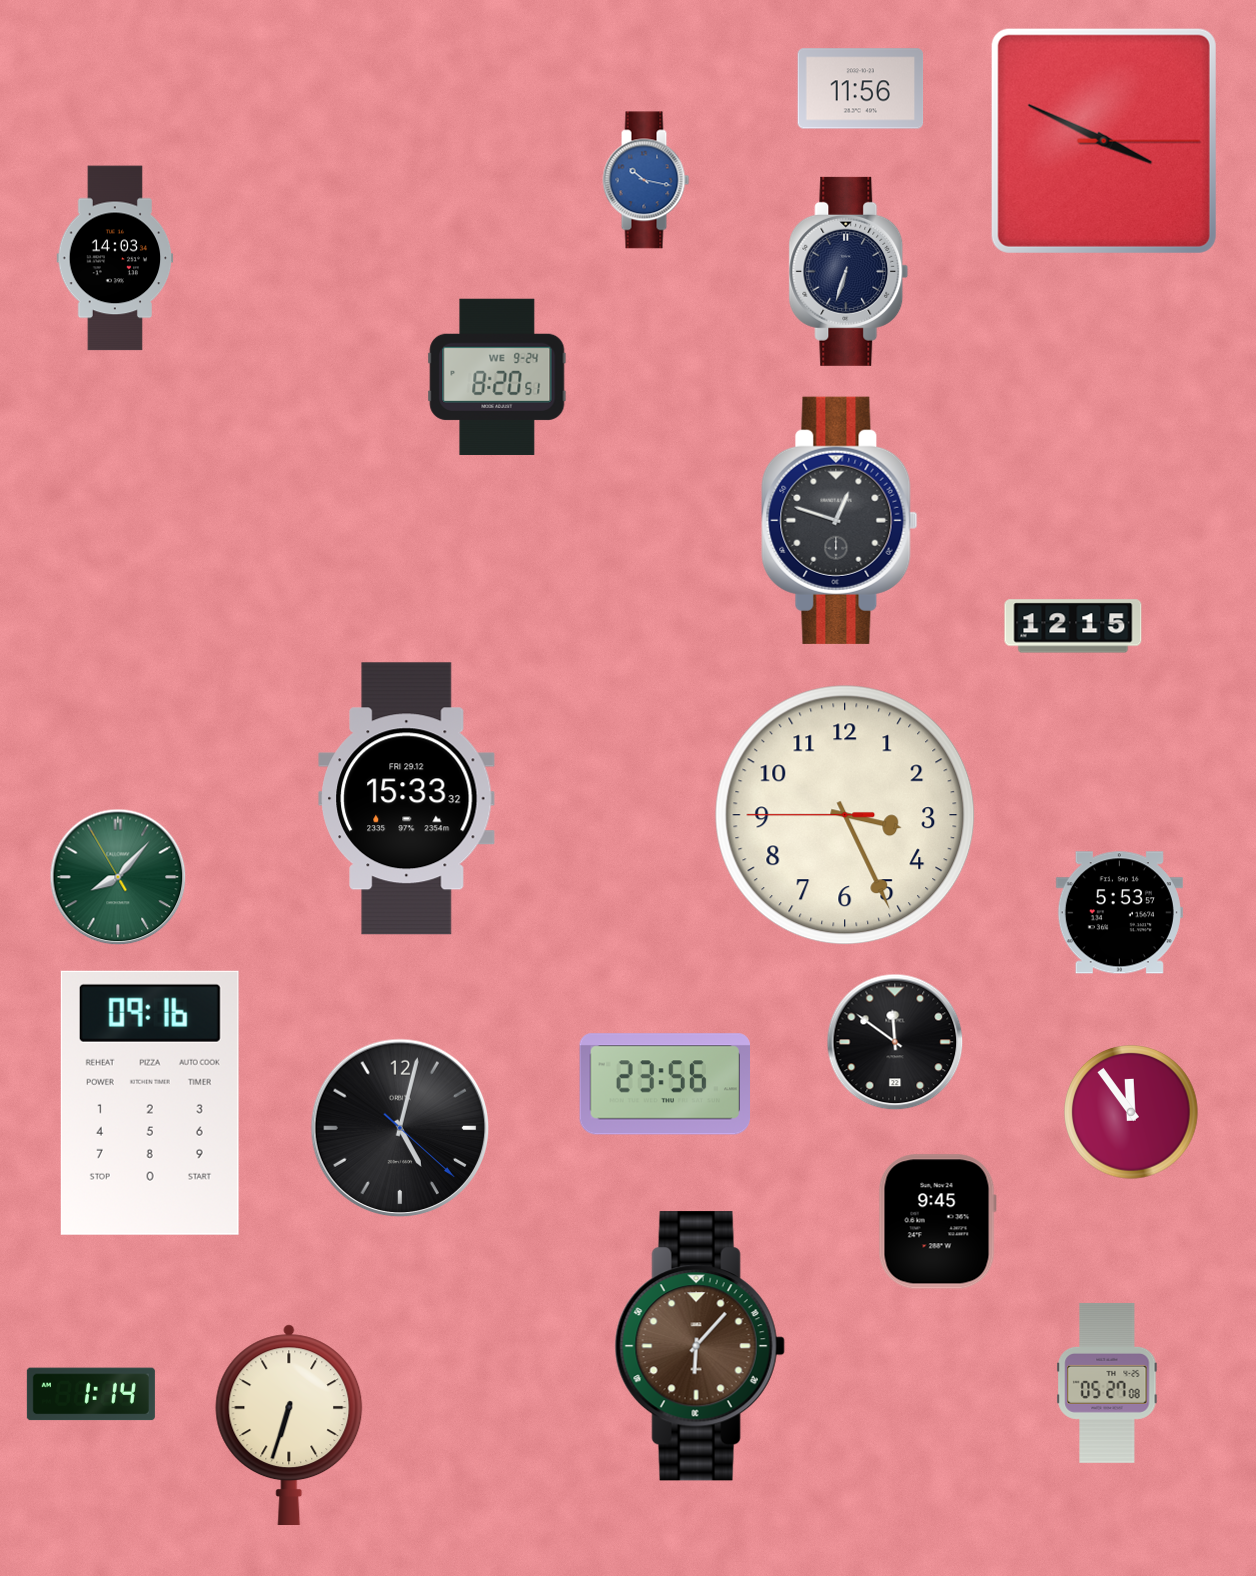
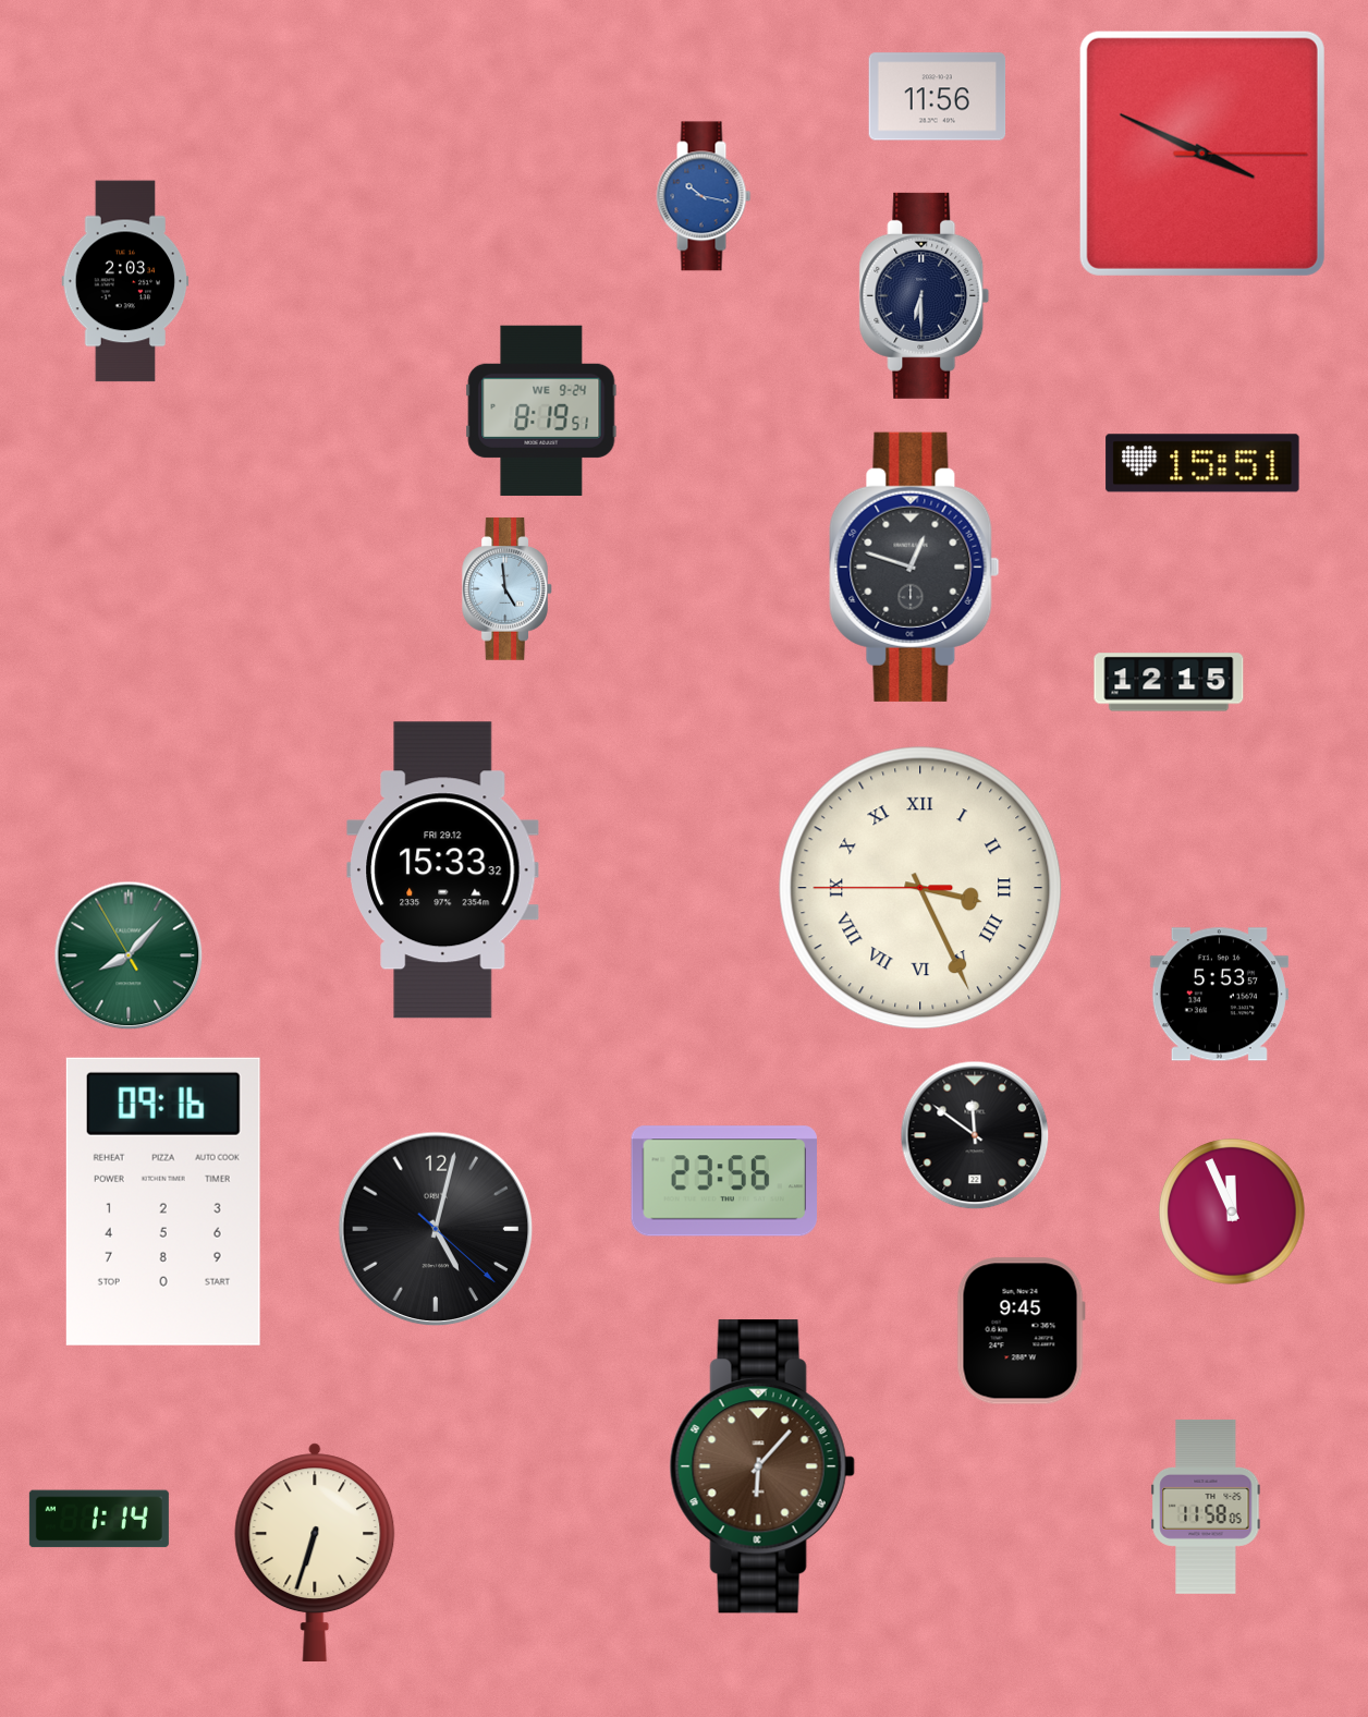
clock at (115, 258): 14:03 -> 2:03
clock at (849, 271): 6:33 -> 6:30
clock at (497, 377): 8:20 -> 8:19
clock at (1202, 463): none -> 15:51
clock at (508, 589): none -> 4:59
clock at (845, 815) numerals: Arabic -> Roman
clock at (1131, 1112): 11:54 -> 11:56
clock at (1107, 1383): 05:27 -> 11:58
